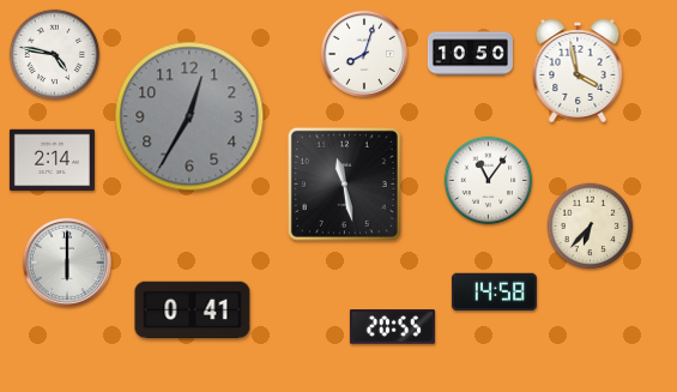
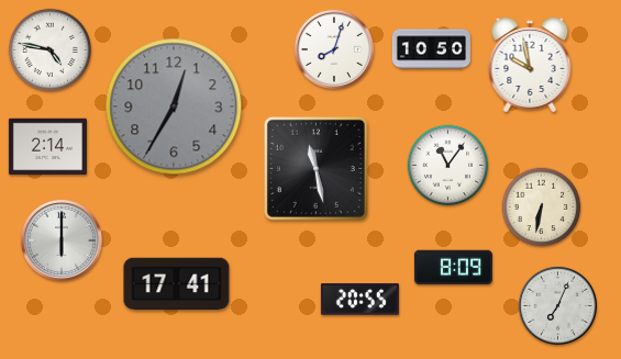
clock at (578, 71): 3:58 -> 9:58
clock at (591, 227): 6:37 -> 6:32
clock at (494, 293): 14:58 -> 8:09
clock at (193, 310): 0:41 -> 17:41
clock at (557, 305): none -> 7:04
